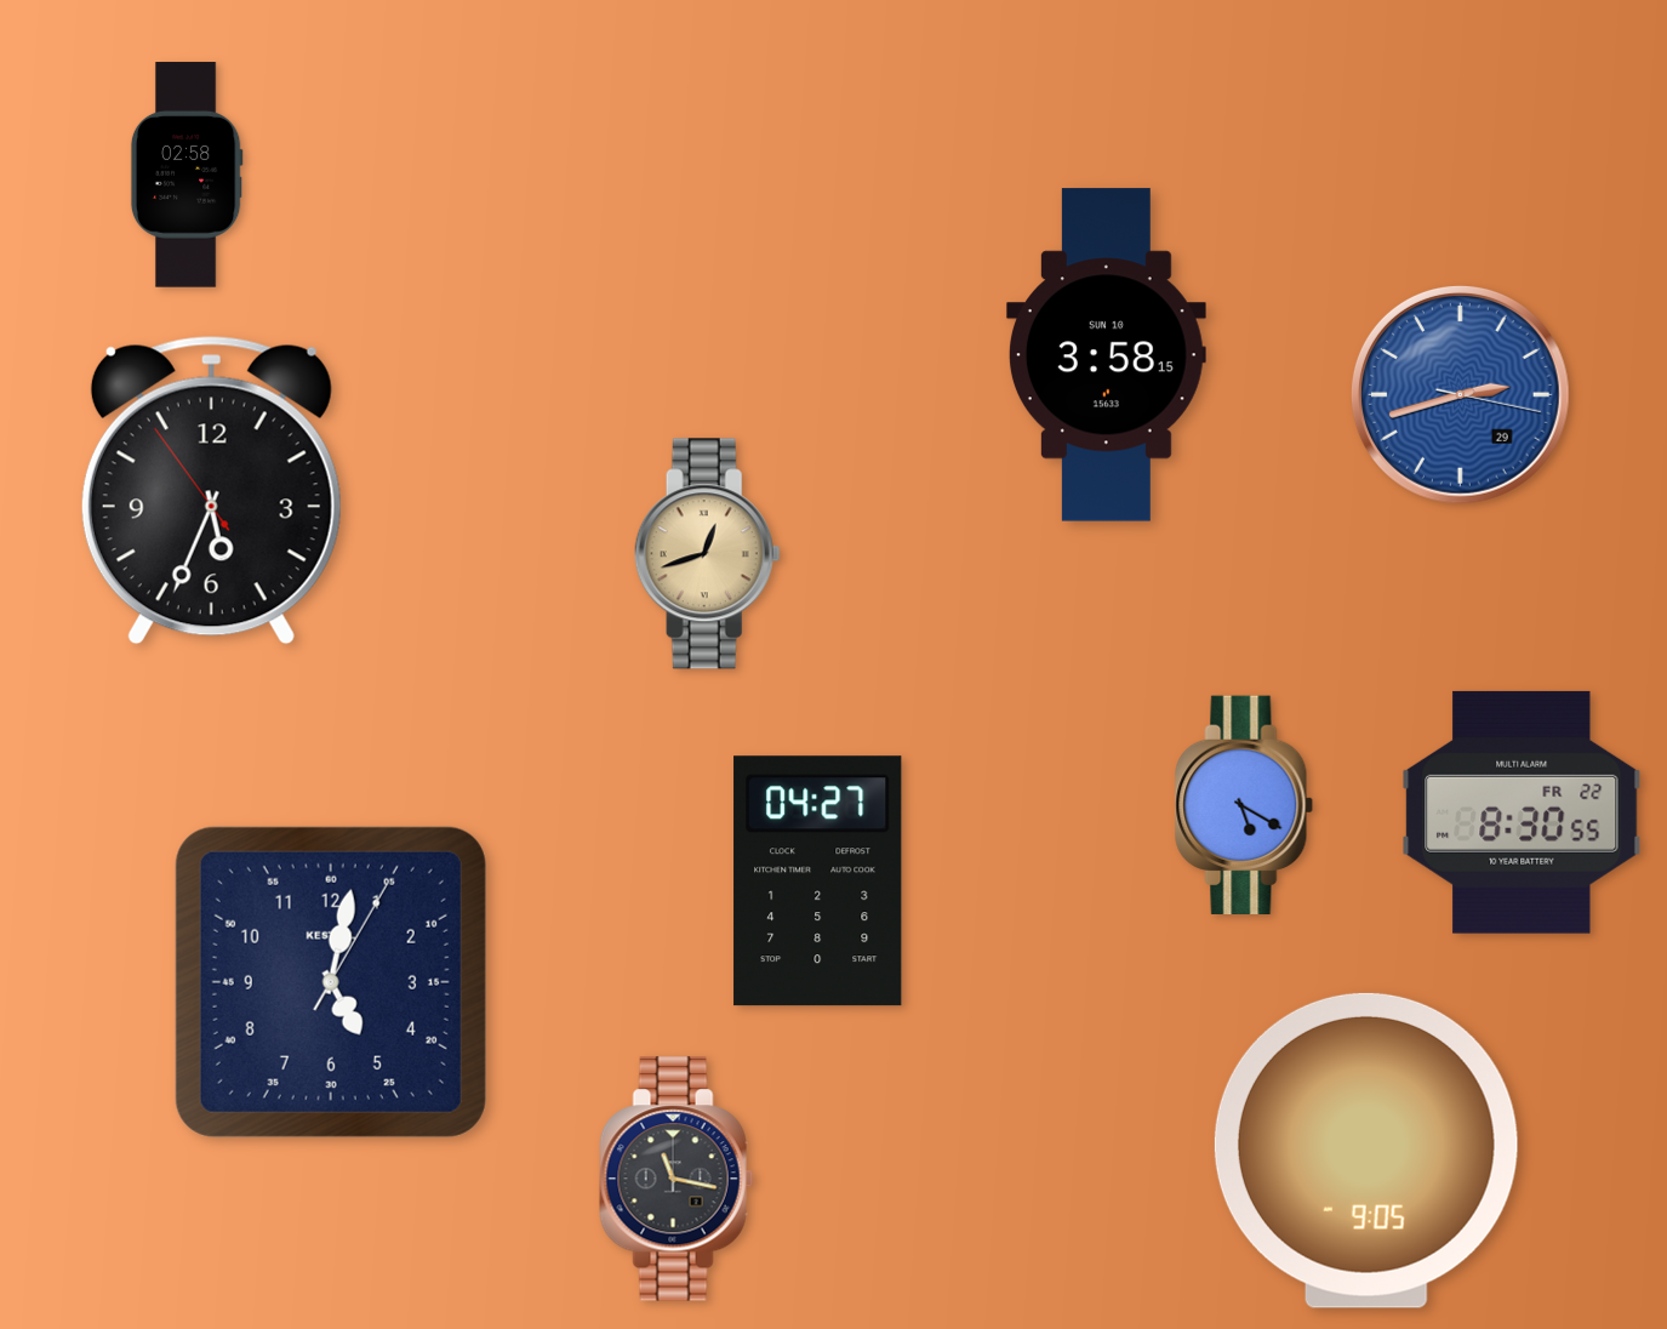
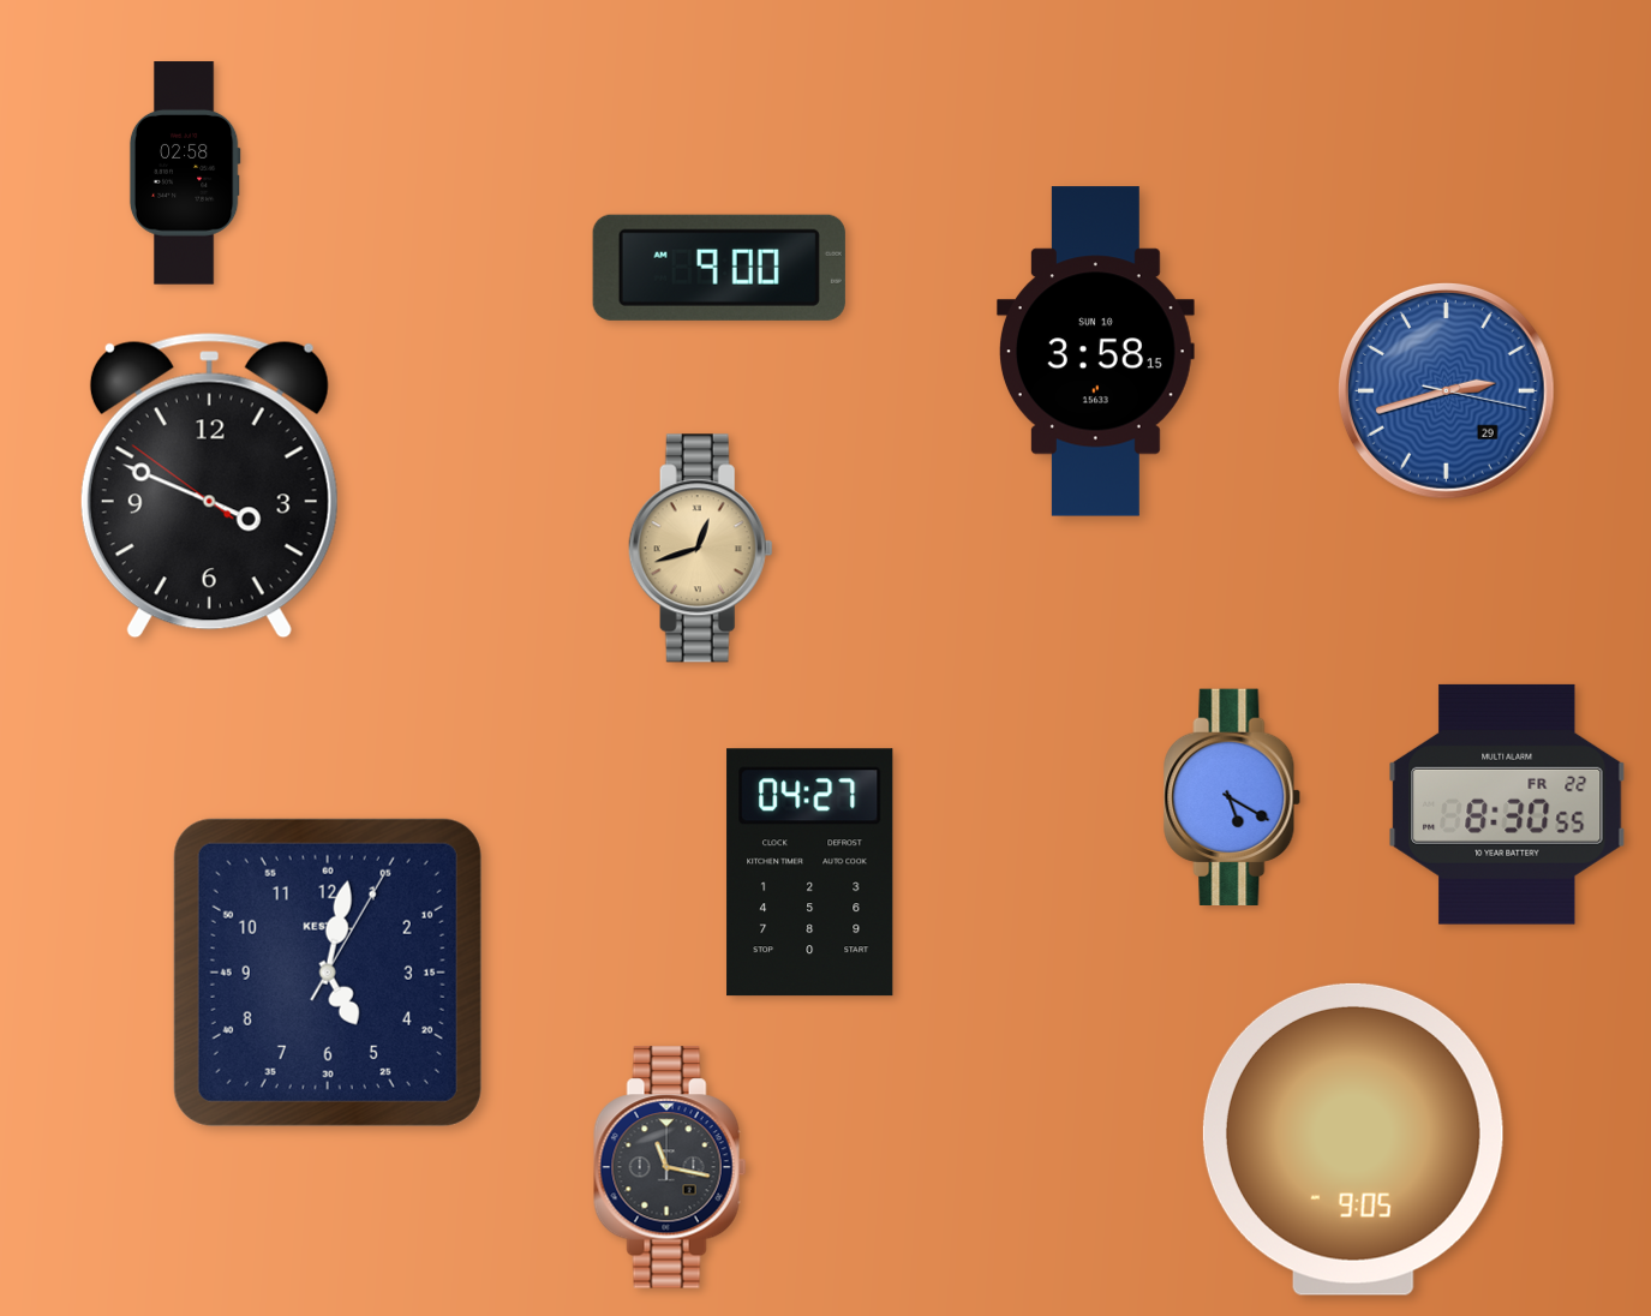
clock at (719, 268): none -> 9:00
clock at (211, 491): 5:33 -> 3:48
